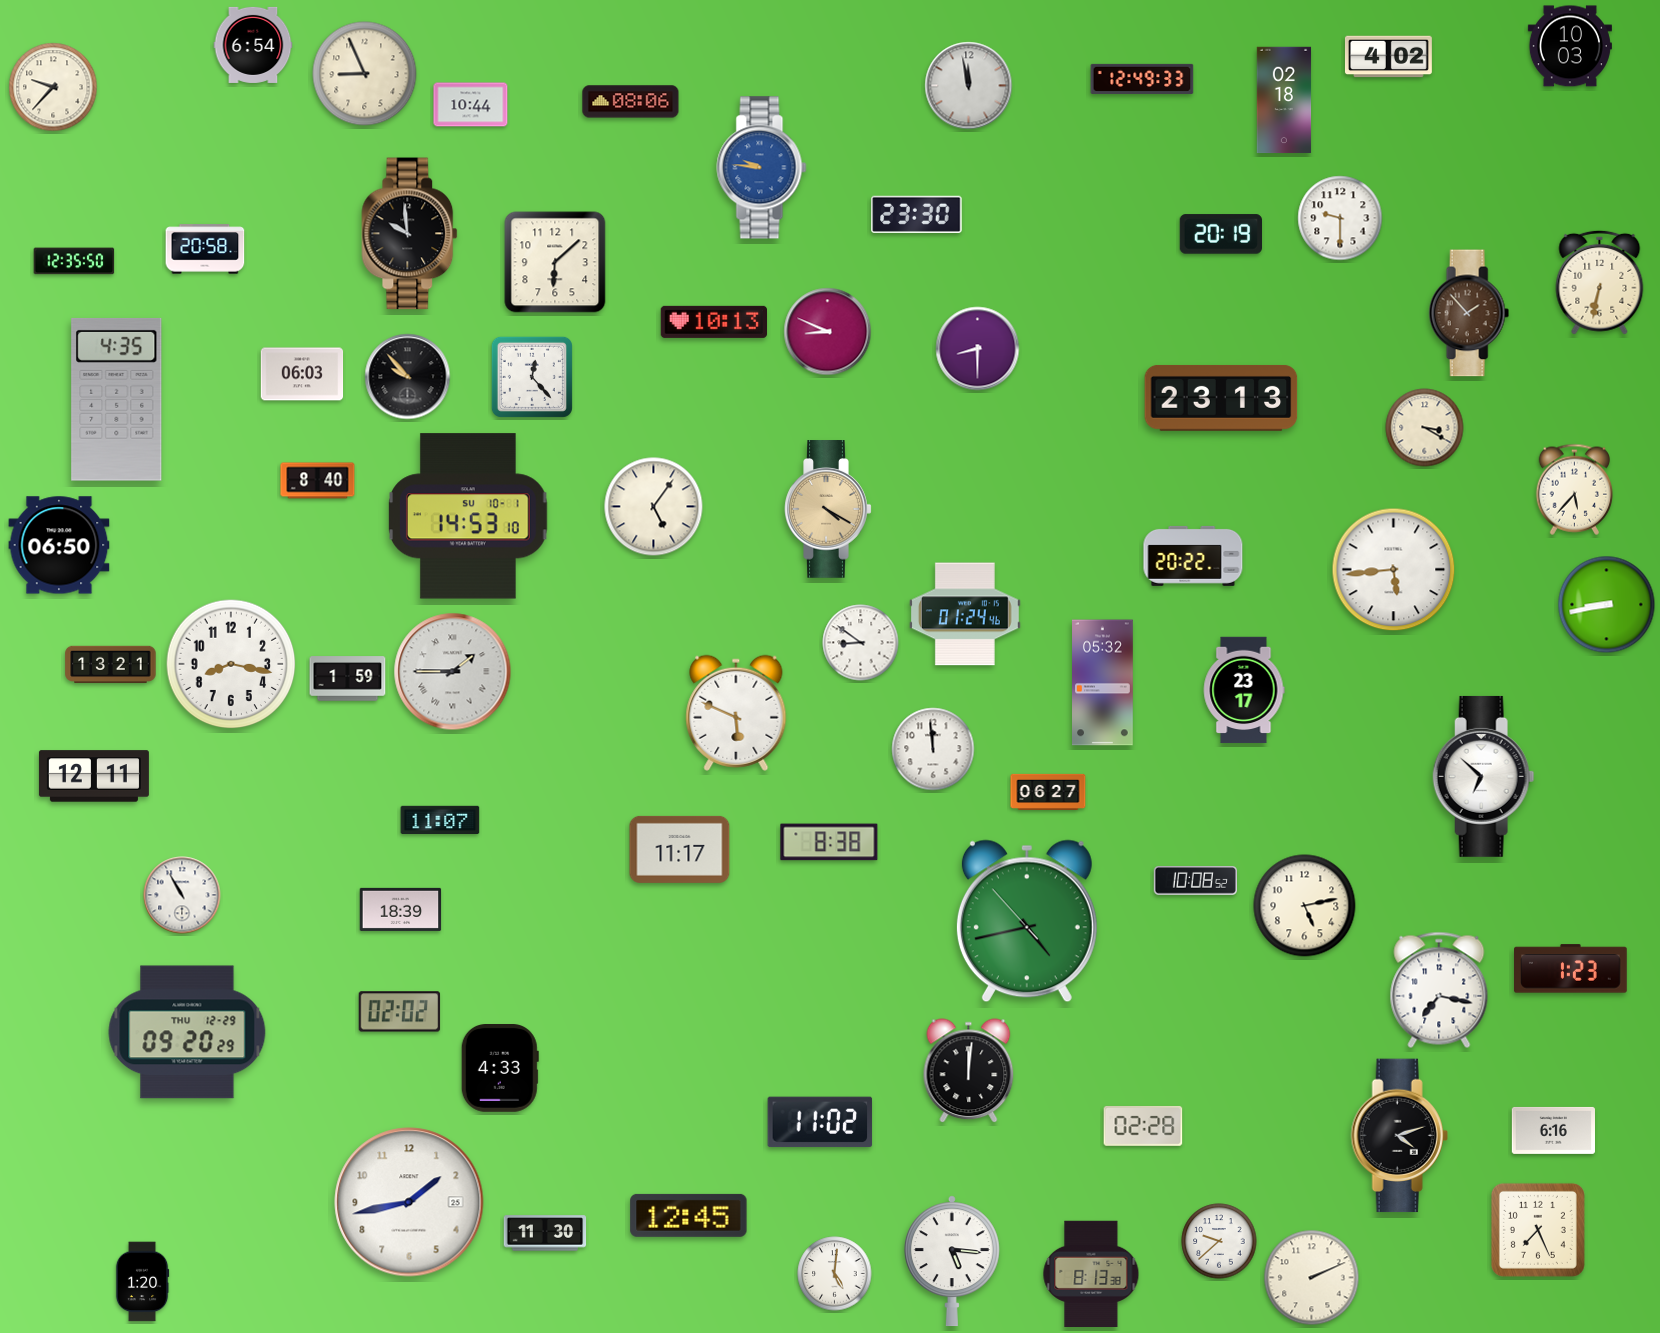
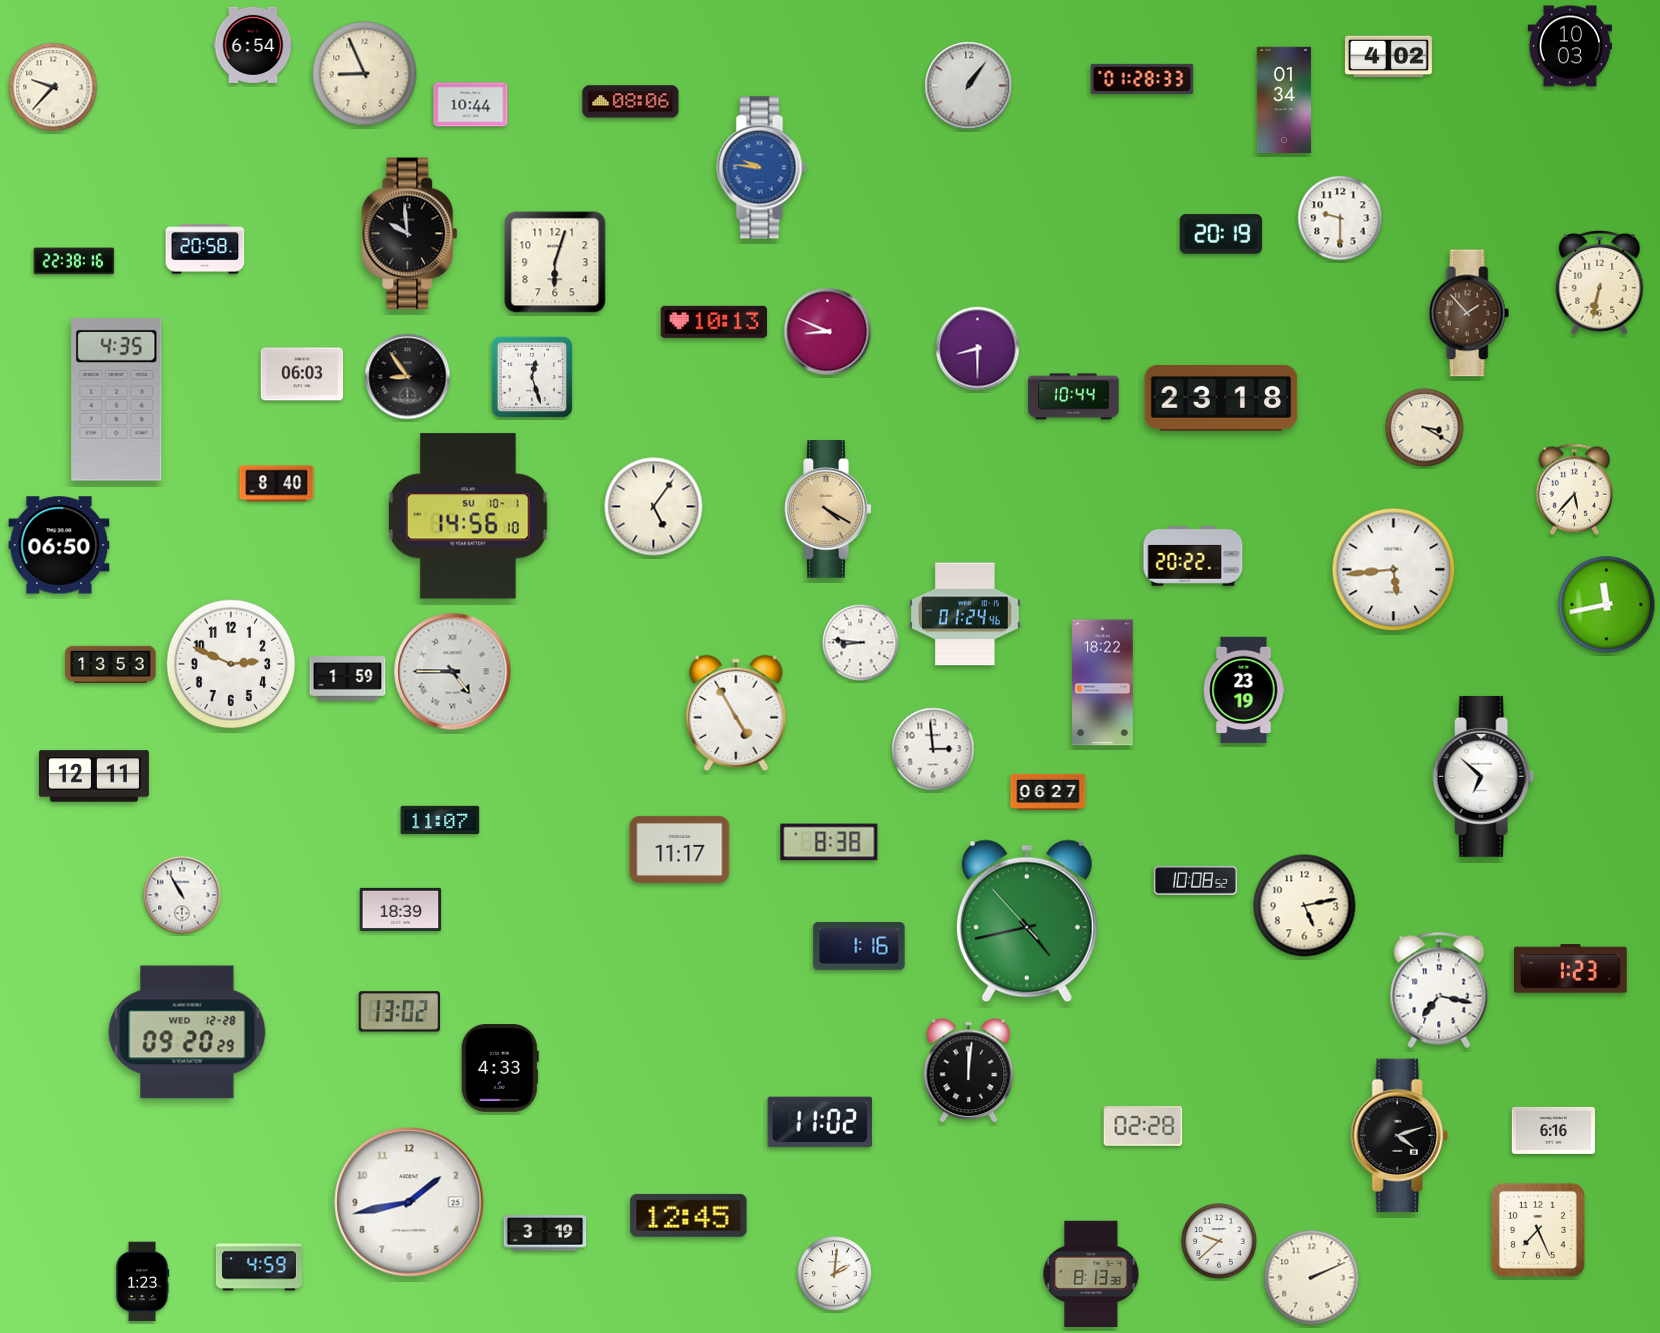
clock at (1142, 79): 12:49 -> 01:28
clock at (969, 86): 11:58 -> 1:06
clock at (1284, 100): 02:18 -> 01:34
clock at (917, 214): 23:30 -> none
clock at (74, 261): 12:35 -> 22:38
clock at (555, 262): 6:08 -> 6:03
clock at (408, 377): 9:53 -> 8:54
clock at (532, 377): 12:23 -> 12:27
clock at (1074, 397): none -> 10:44
clock at (1221, 398): 23:13 -> 23:18
clock at (318, 481) position: (318, 481) -> (277, 484)
clock at (469, 516): 14:53 -> 14:56
clock at (1607, 605): 8:43 -> 11:43
clock at (861, 643): 8:51 -> 8:46
clock at (231, 664): 8:17 -> 2:49
clock at (111, 665): 13:21 -> 13:53
clock at (453, 672): 1:45 -> 4:45
clock at (1103, 683): 05:32 -> 18:22
clock at (1244, 690): 23:17 -> 23:19
clock at (736, 713): 5:49 -> 4:55
clock at (933, 749): 11:59 -> 2:59
clock at (859, 946): none -> 1:16
clock at (400, 1012): 02:02 -> 13:02
clock at (187, 1032) date: THU 12-29 -> WED 12-28
clock at (545, 1233): 11:30 -> 3:19
clock at (952, 1261): 5:16 -> none
clock at (259, 1267): none -> 4:59
clock at (835, 1274): 5:01 -> 2:01
clock at (142, 1282): 1:20 -> 1:23
